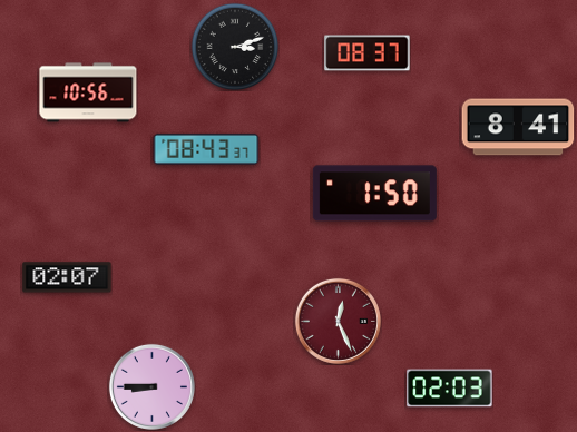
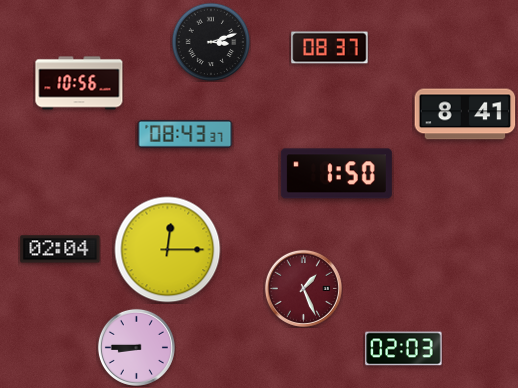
clock at (67, 277): 02:07 -> 02:04
clock at (168, 250): none -> 12:15
clock at (338, 321): 12:26 -> 1:26
